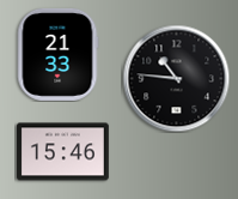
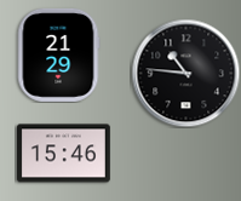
clock at (59, 54): 21:33 -> 21:29
clock at (176, 78) position: (176, 78) -> (185, 73)
